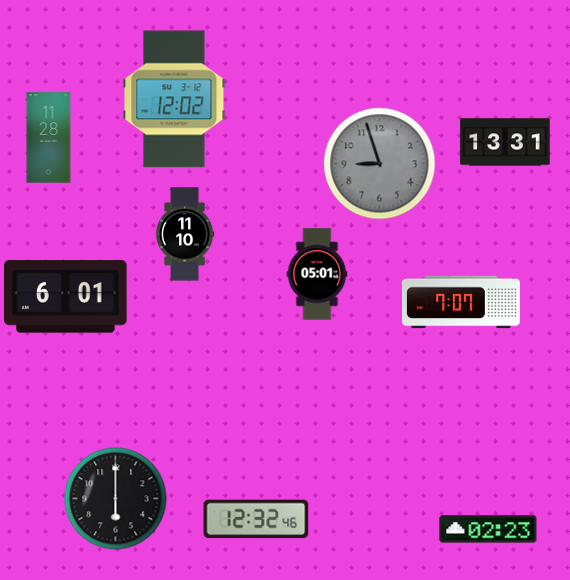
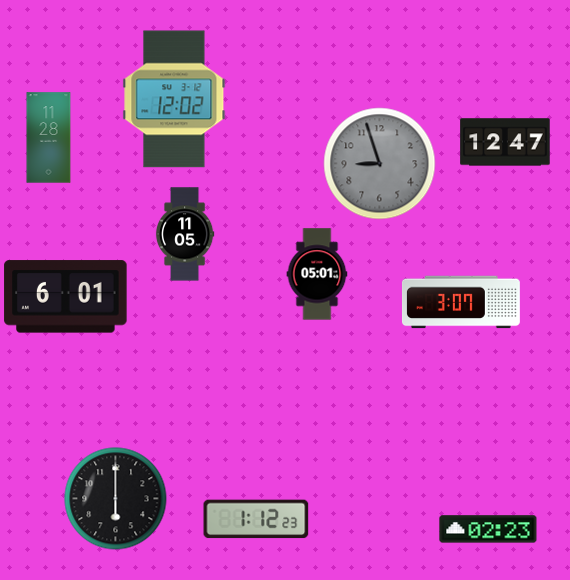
clock at (505, 142): 13:31 -> 12:47
clock at (185, 234): 11:10 -> 11:05
clock at (461, 302): 7:07 -> 3:07
clock at (256, 519): 12:32 -> 1:12
